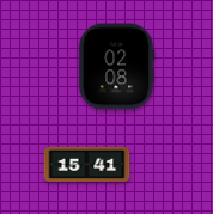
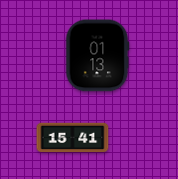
clock at (116, 67): 02:08 -> 01:13
